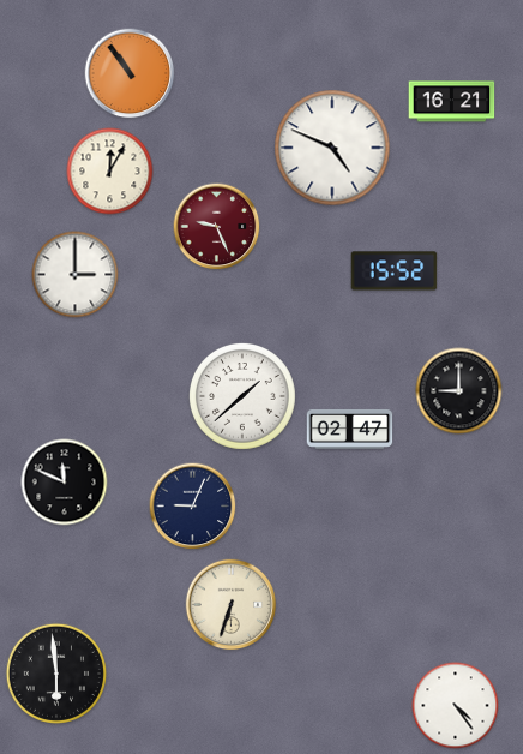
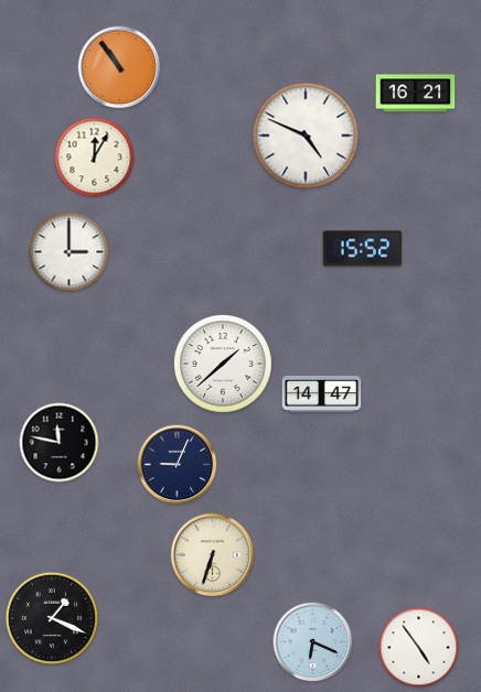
clock at (110, 172) position: (110, 172) -> (95, 158)
clock at (217, 227): 9:26 -> none
clock at (459, 391): 9:00 -> none
clock at (350, 429): 02:47 -> 14:47
clock at (65, 483): 11:49 -> 11:47
clock at (55, 672): 5:59 -> 1:19
clock at (313, 642): none -> 6:19
clock at (456, 706): 4:24 -> 4:54
